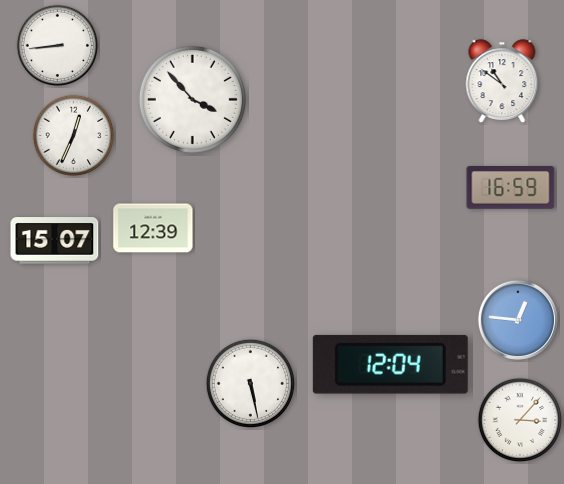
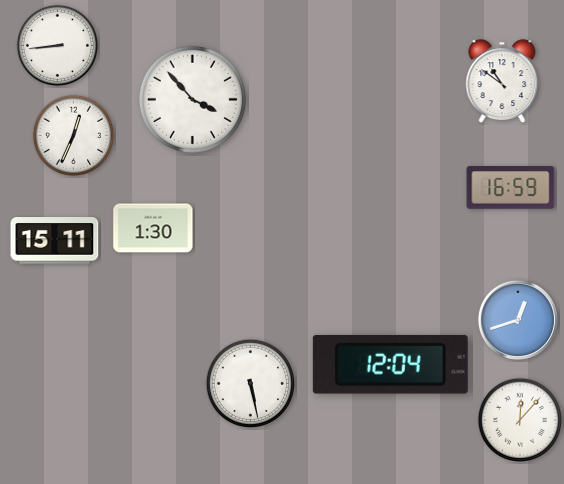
clock at (153, 228): 12:39 -> 1:30
clock at (55, 241): 15:07 -> 15:11
clock at (518, 320): 12:46 -> 12:42
clock at (520, 420): 3:07 -> 12:07
